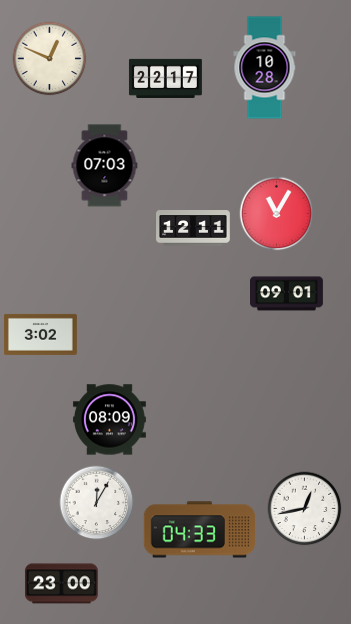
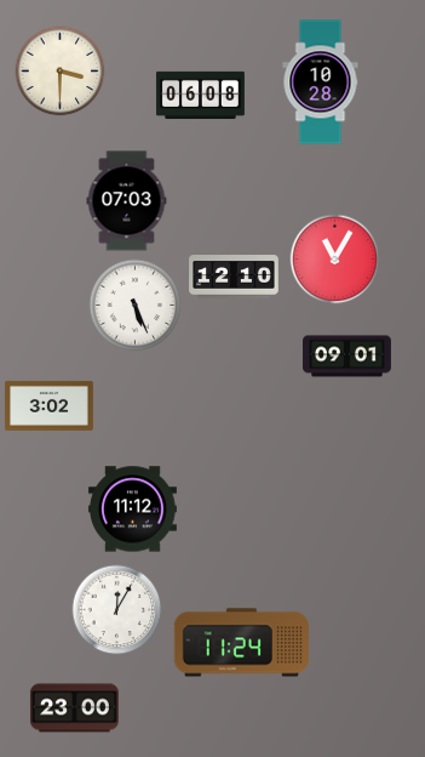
clock at (50, 59): 12:49 -> 3:30
clock at (165, 78): 22:17 -> 06:08
clock at (193, 228): 12:11 -> 12:10
clock at (136, 306): none -> 5:26
clock at (109, 420): 08:09 -> 11:12
clock at (305, 509): 12:43 -> none
clock at (199, 530): 04:33 -> 11:24
